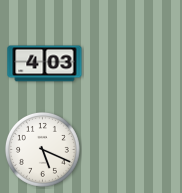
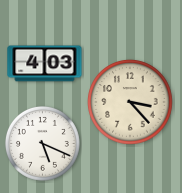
clock at (130, 102): none -> 3:23
clock at (42, 149) position: (42, 149) -> (42, 143)
